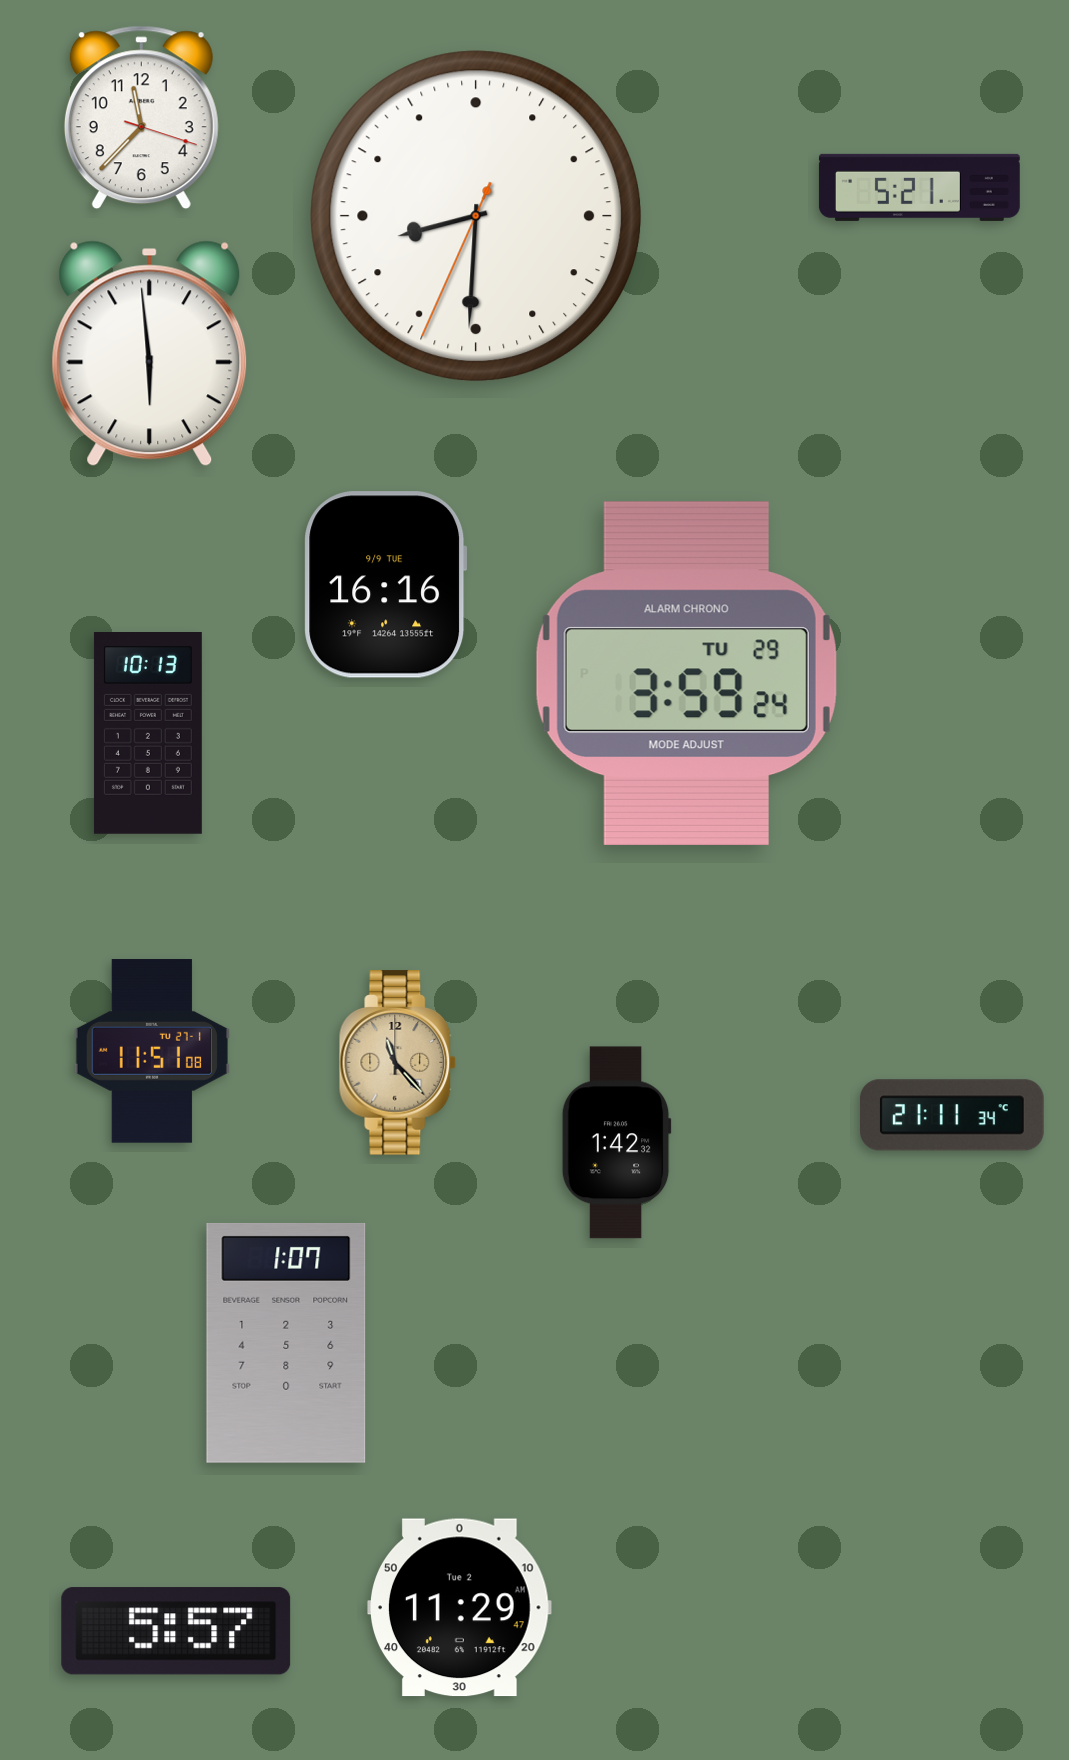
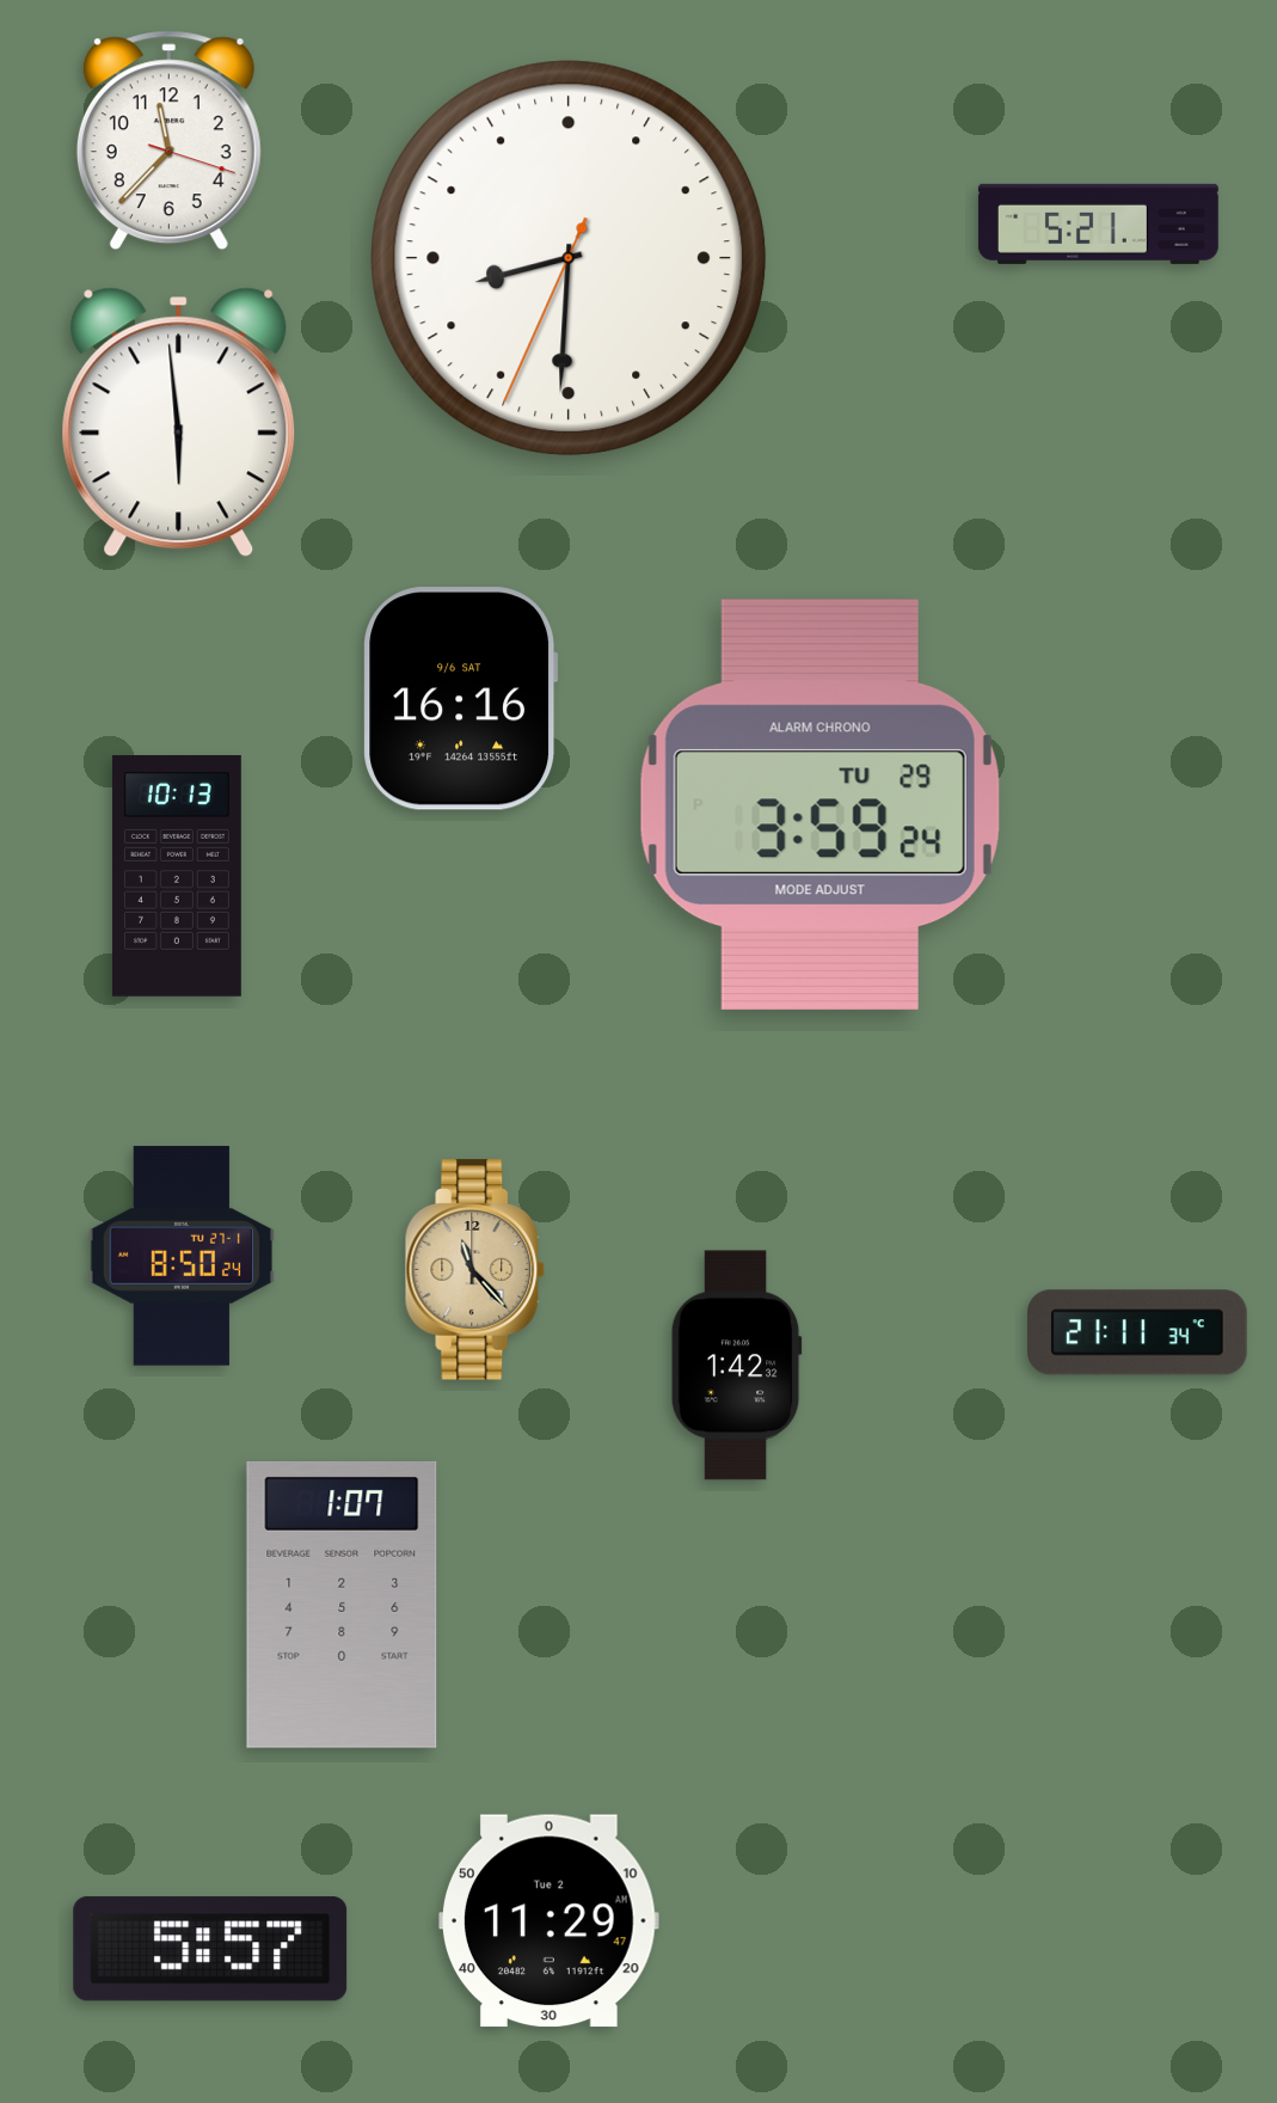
clock at (386, 585) date: 9/9 TUE -> 9/6 SAT
clock at (152, 1051): 11:51 -> 8:50
